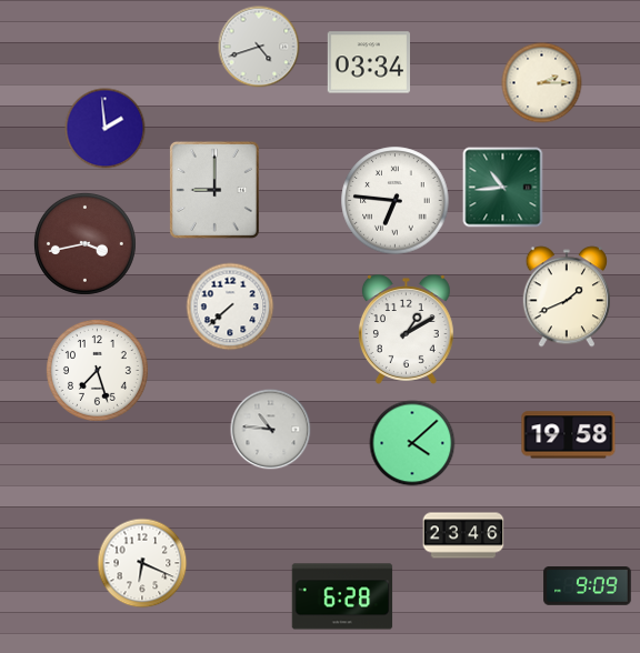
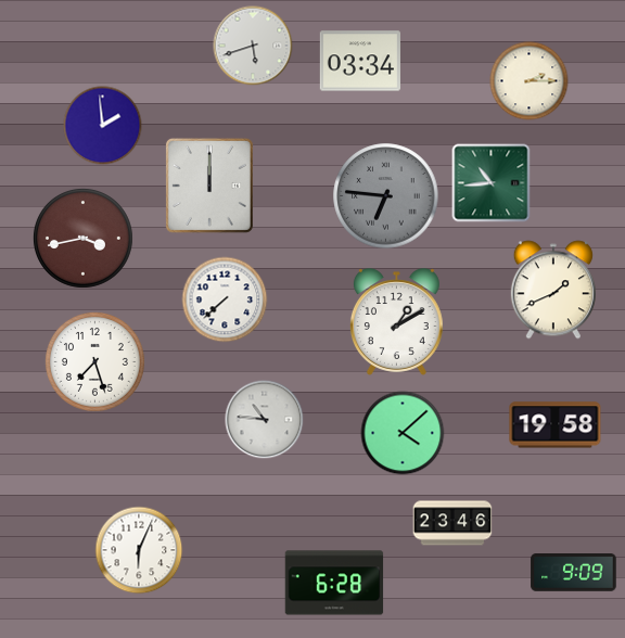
clock at (259, 47): 4:42 -> 5:42
clock at (214, 190): 9:00 -> 12:00
clock at (396, 201) dial: white -> grey
clock at (142, 563): 6:19 -> 6:04
